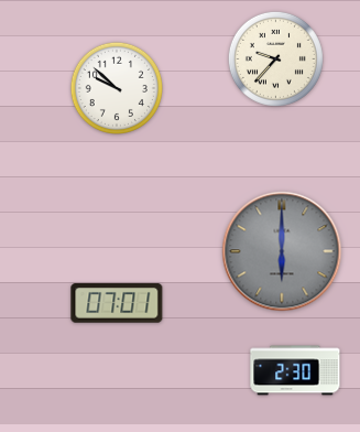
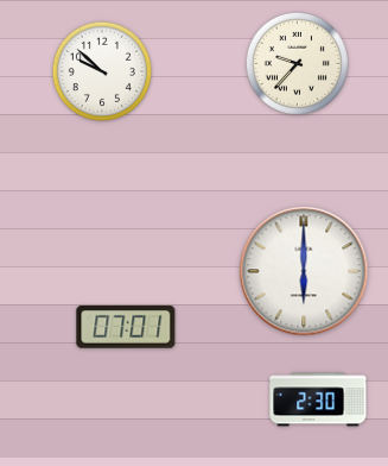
clock at (116, 87) position: (116, 87) -> (101, 70)
clock at (282, 251) dial: grey -> white
